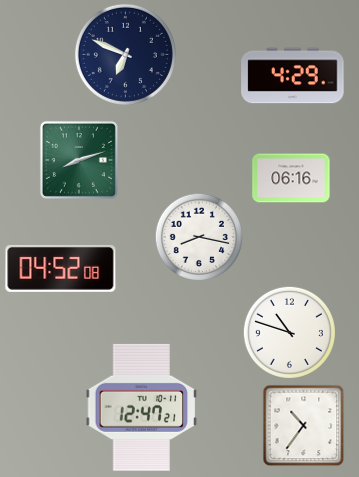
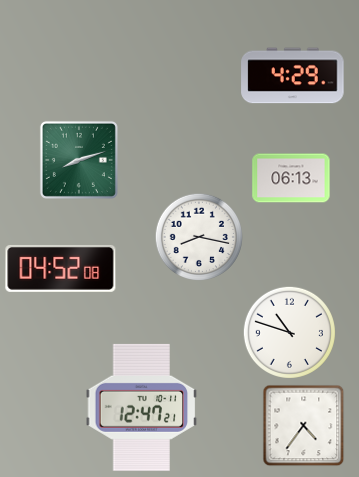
clock at (125, 54): 6:49 -> none
clock at (291, 178): 06:16 -> 06:13
clock at (304, 426): 10:36 -> 4:36
